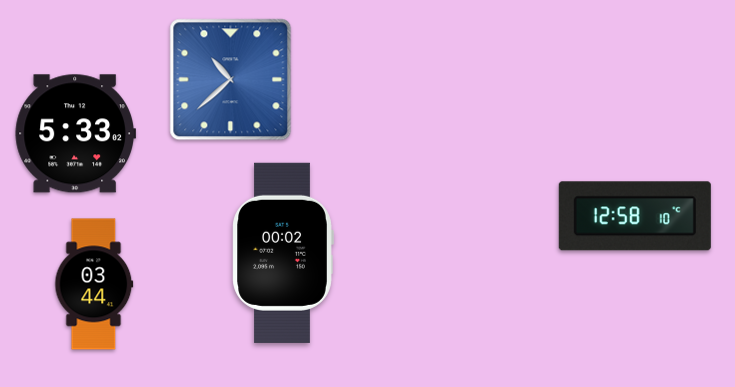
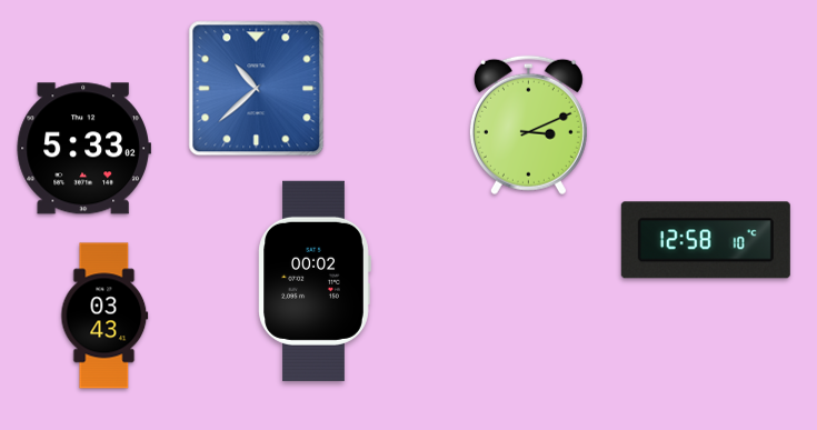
clock at (528, 126): none -> 3:11
clock at (94, 284): 03:44 -> 03:43
